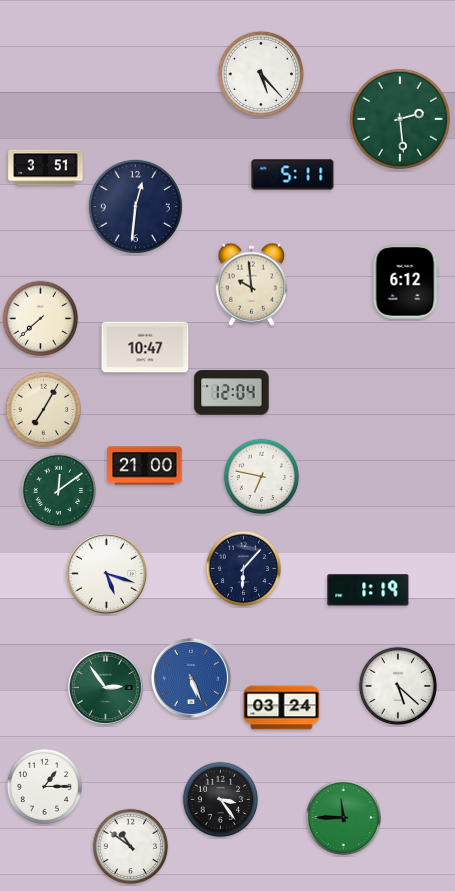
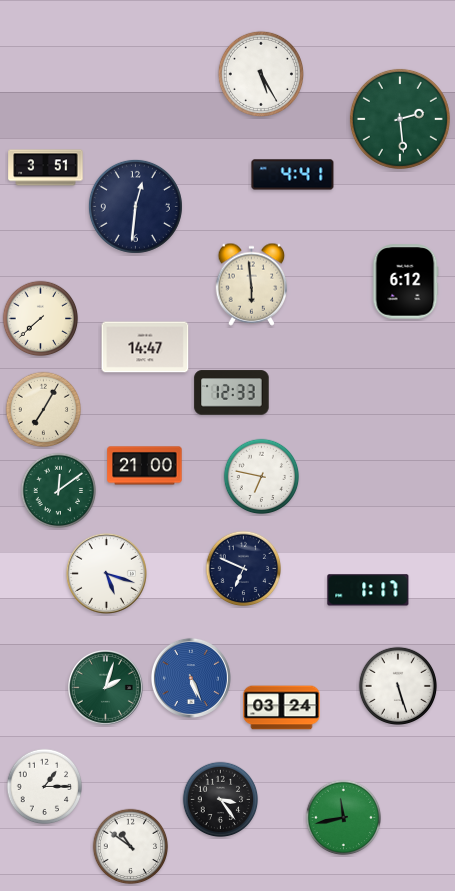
clock at (261, 74): 5:23 -> 5:25
clock at (293, 175): 5:11 -> 4:41
clock at (252, 284): 9:59 -> 5:59
clock at (145, 347): 10:47 -> 14:47
clock at (232, 393): 12:04 -> 12:33
clock at (244, 569): 6:07 -> 6:49
clock at (368, 590): 1:19 -> 1:17
clock at (397, 685): 5:22 -> 5:27
clock at (105, 687): 2:54 -> 2:03
clock at (344, 818): 11:45 -> 11:43
